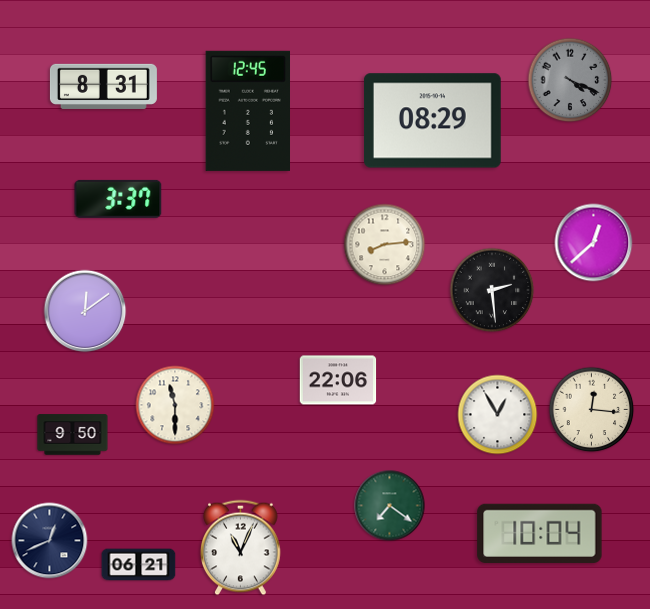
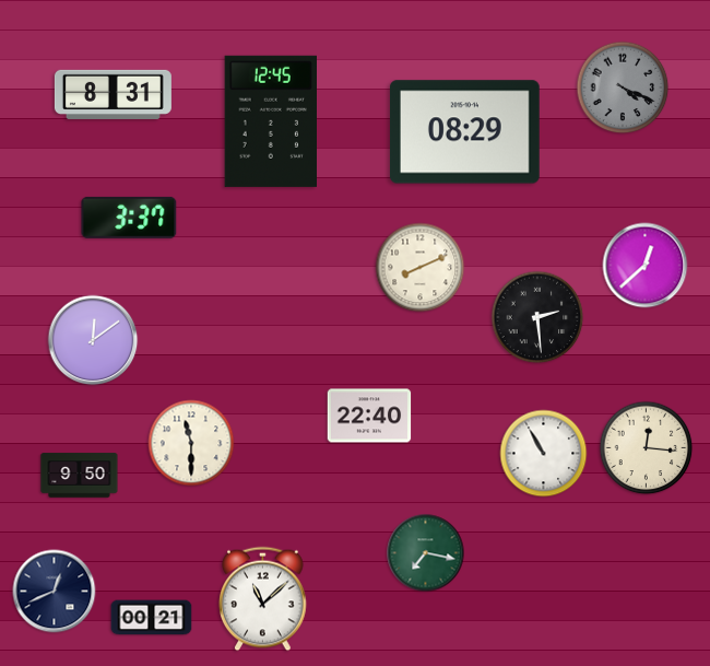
clock at (432, 121) position: (432, 121) -> (464, 132)
clock at (594, 243) position: (594, 243) -> (646, 266)
clock at (385, 245): 8:14 -> 8:11
clock at (338, 380): 22:06 -> 22:40
clock at (498, 415): 12:55 -> 10:55
clock at (390, 506): 7:21 -> 7:17
clock at (540, 533): 10:04 -> none
clock at (241, 548): 11:04 -> 11:08
clock at (139, 565): 06:21 -> 00:21
